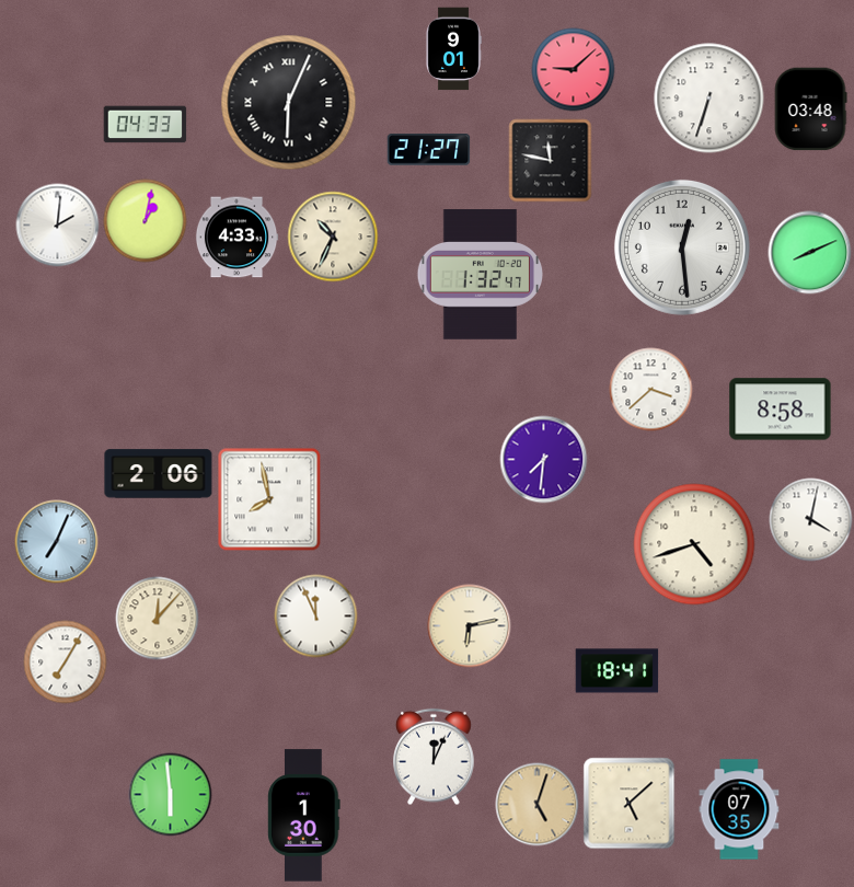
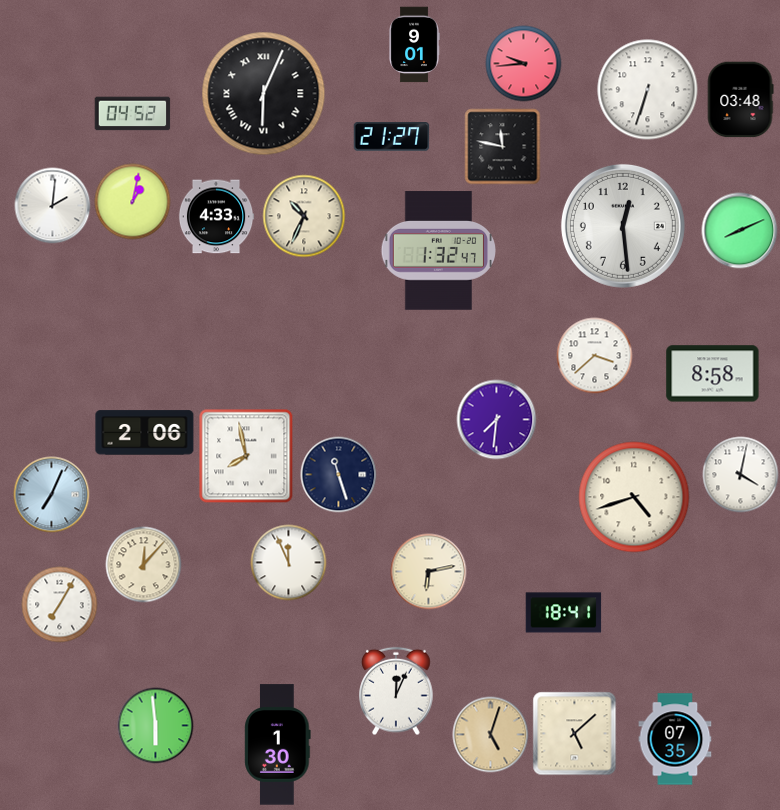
clock at (574, 70): 9:08 -> 9:44
clock at (146, 125): 04:33 -> 04:52
clock at (339, 475): none -> 11:27
